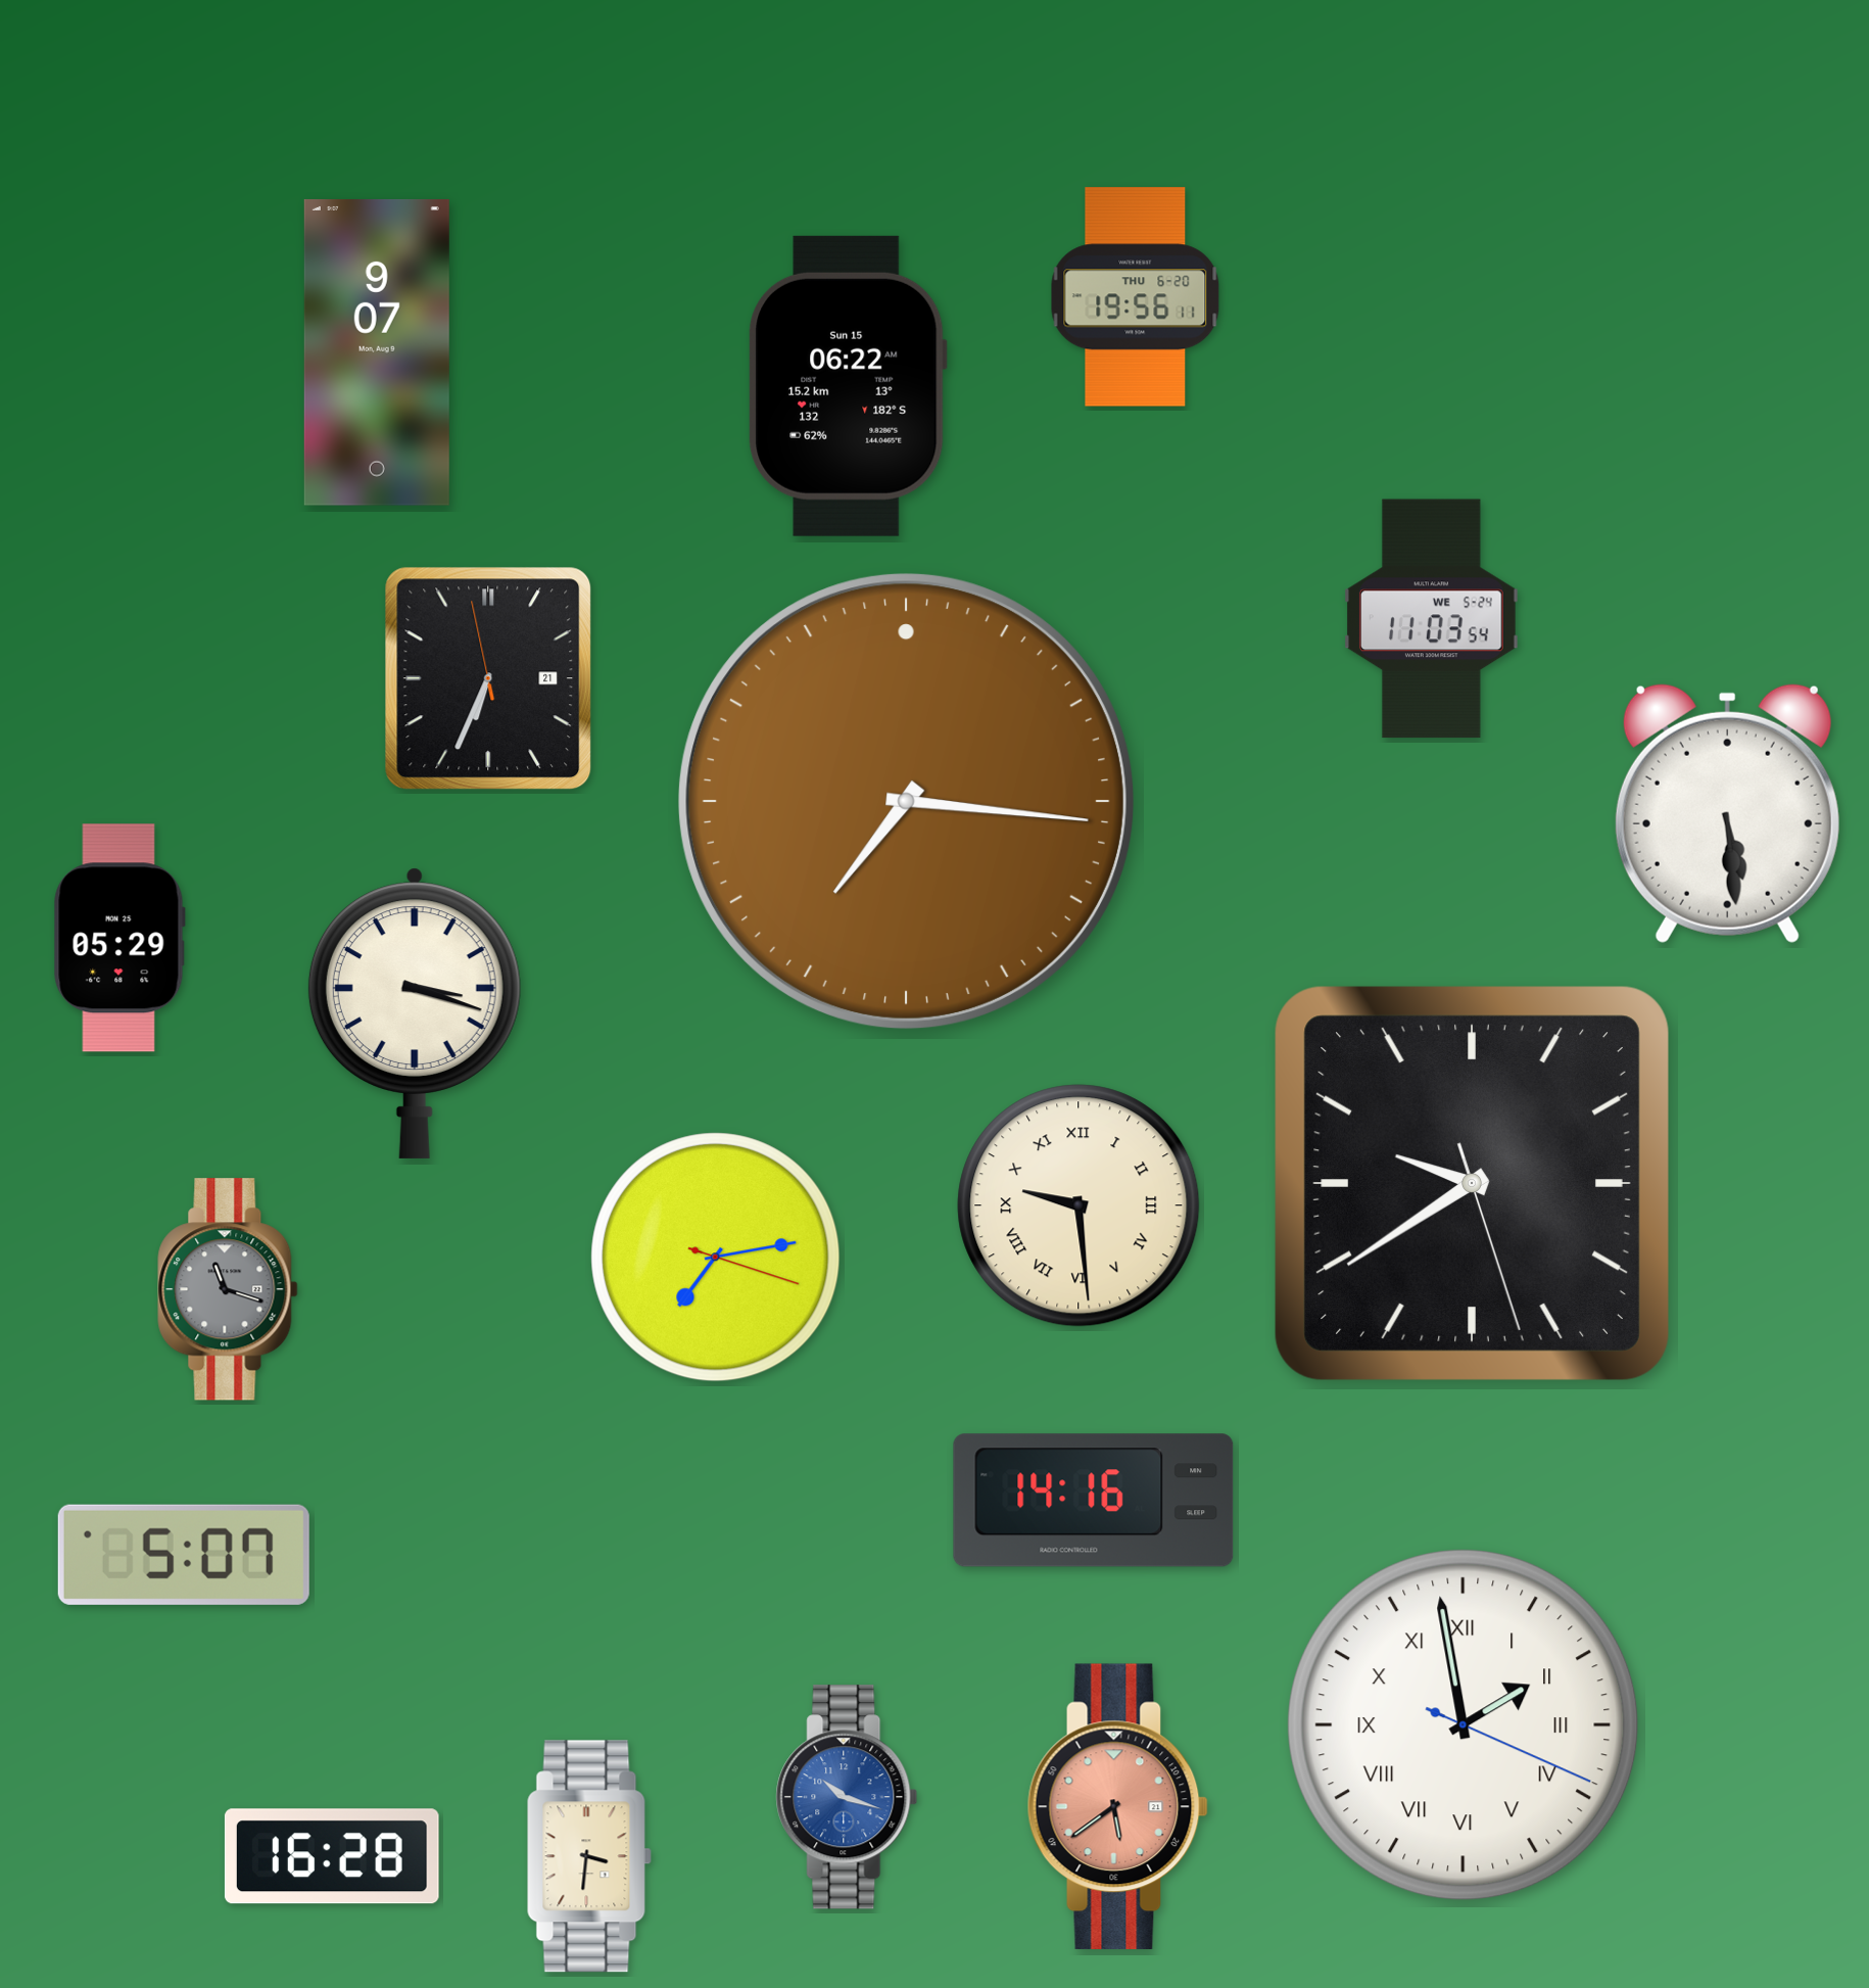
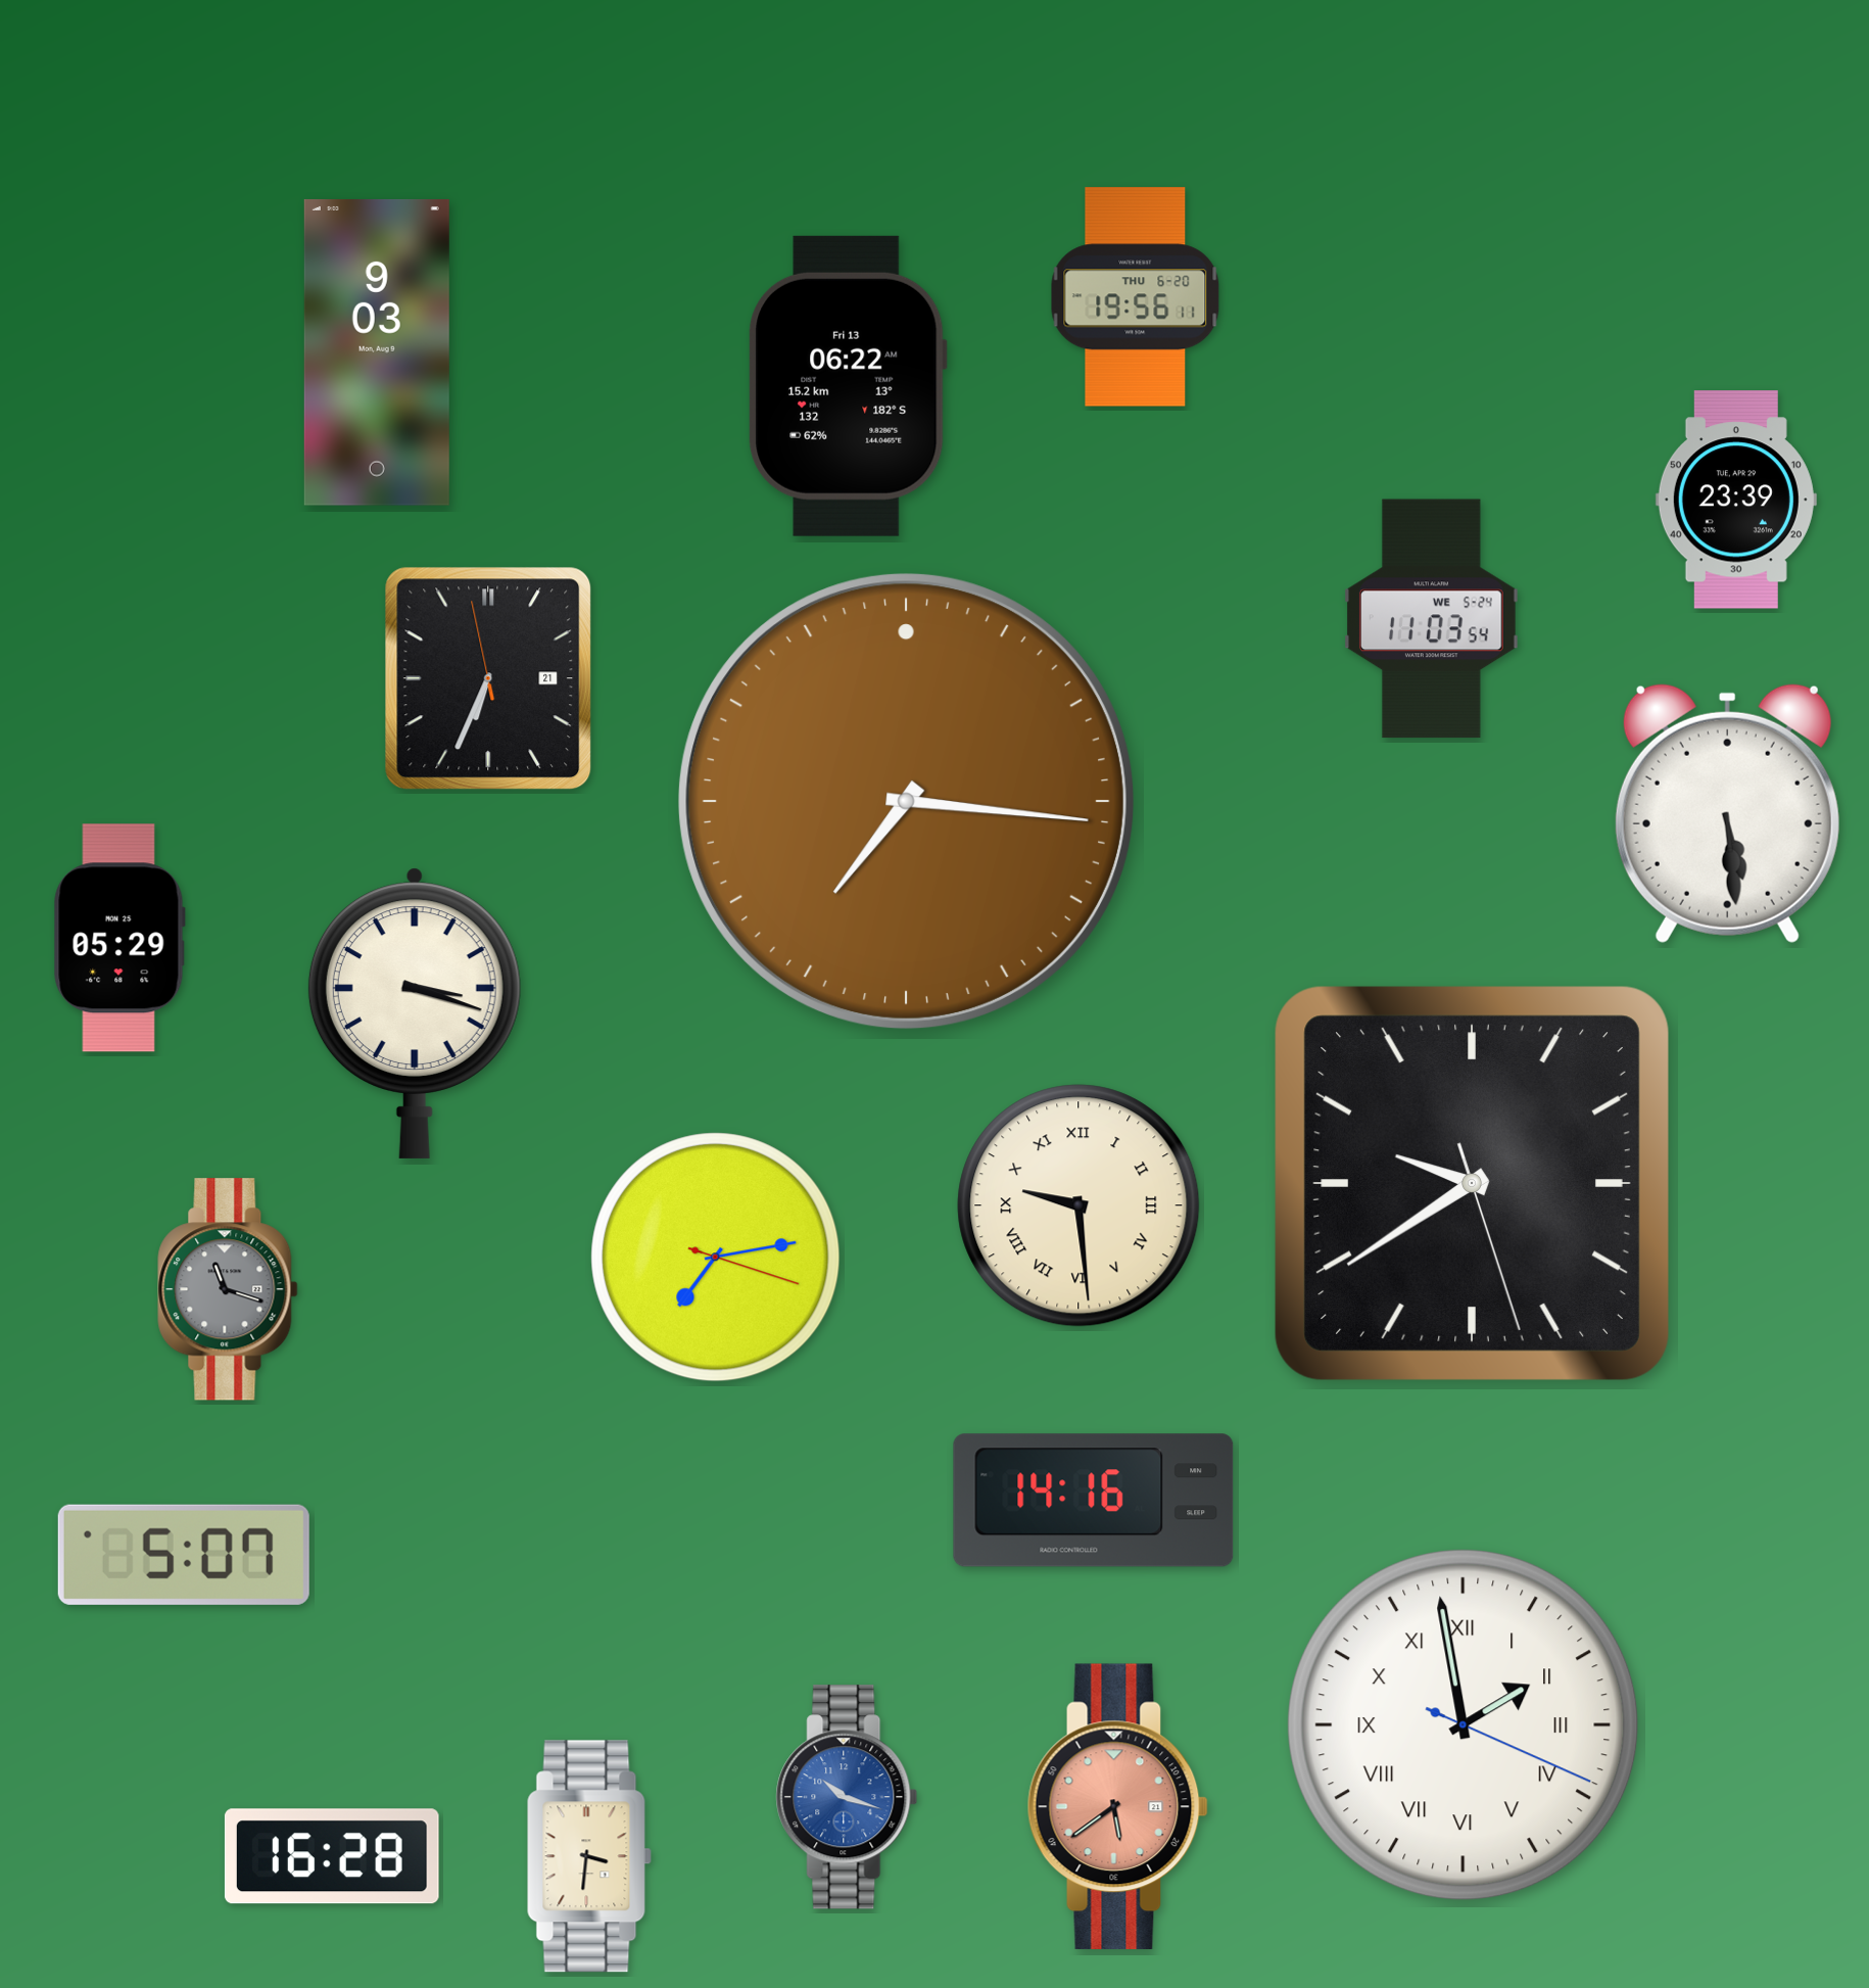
clock at (377, 352): 9:07 -> 9:03
clock at (848, 386) date: Sun 15 -> Fri 13
clock at (1736, 500): none -> 23:39
